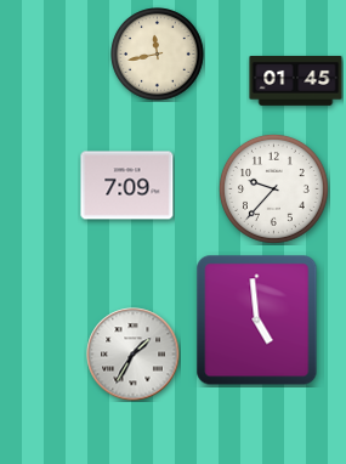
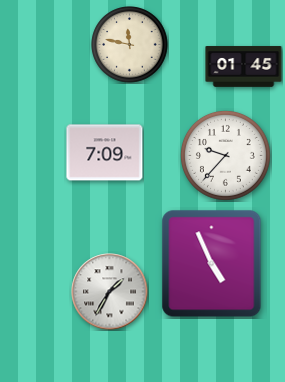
clock at (158, 55): 11:43 -> 11:47
clock at (257, 321): 4:59 -> 4:56
